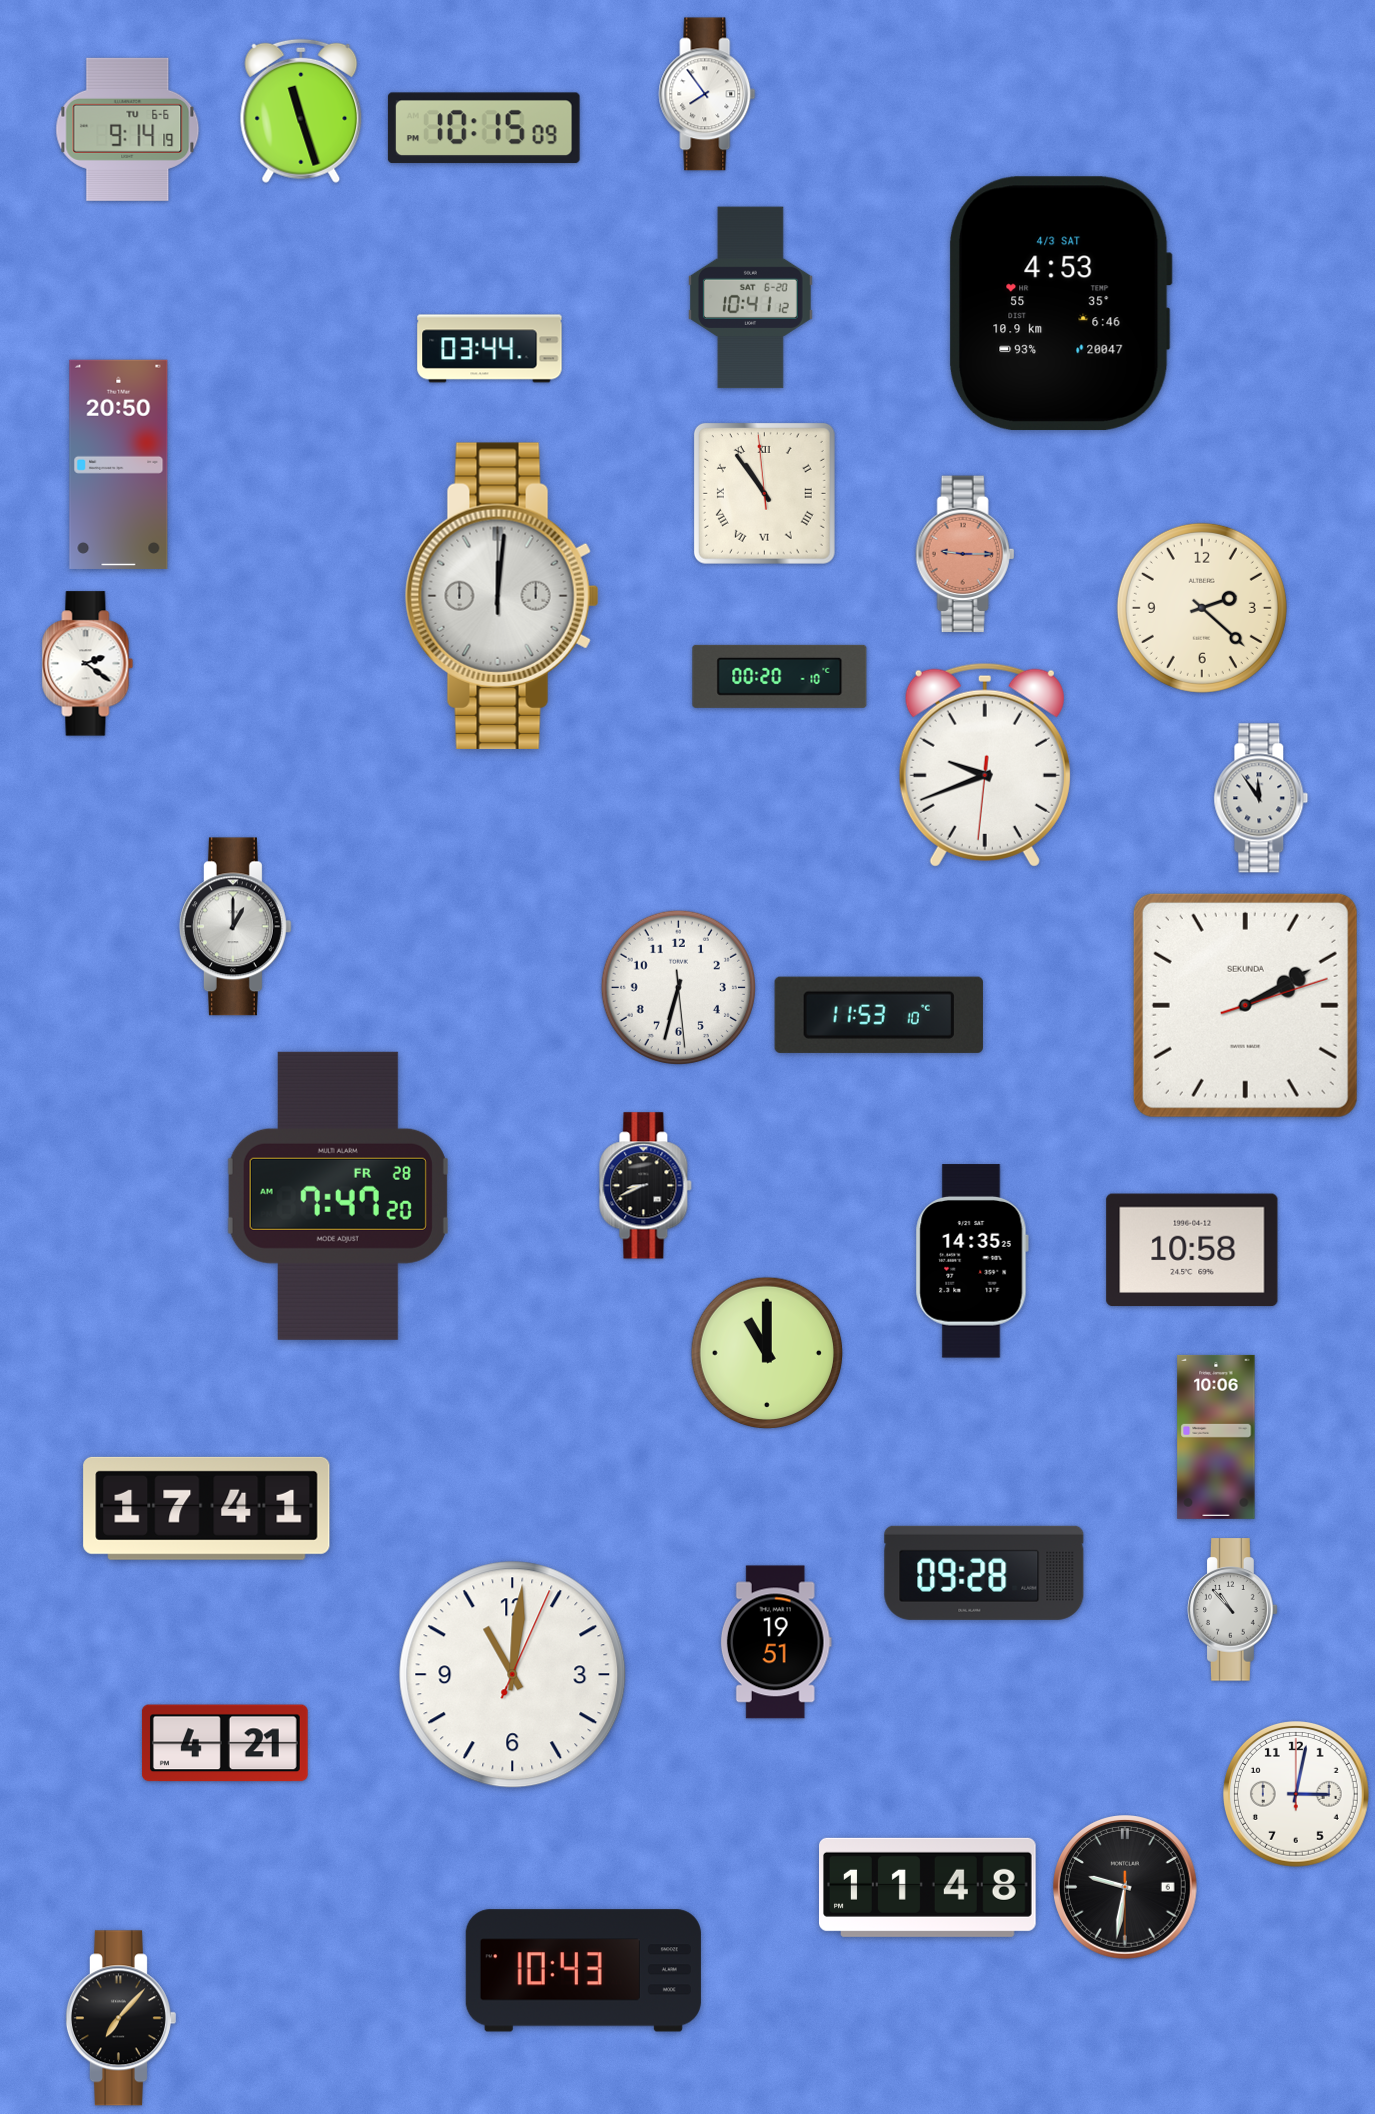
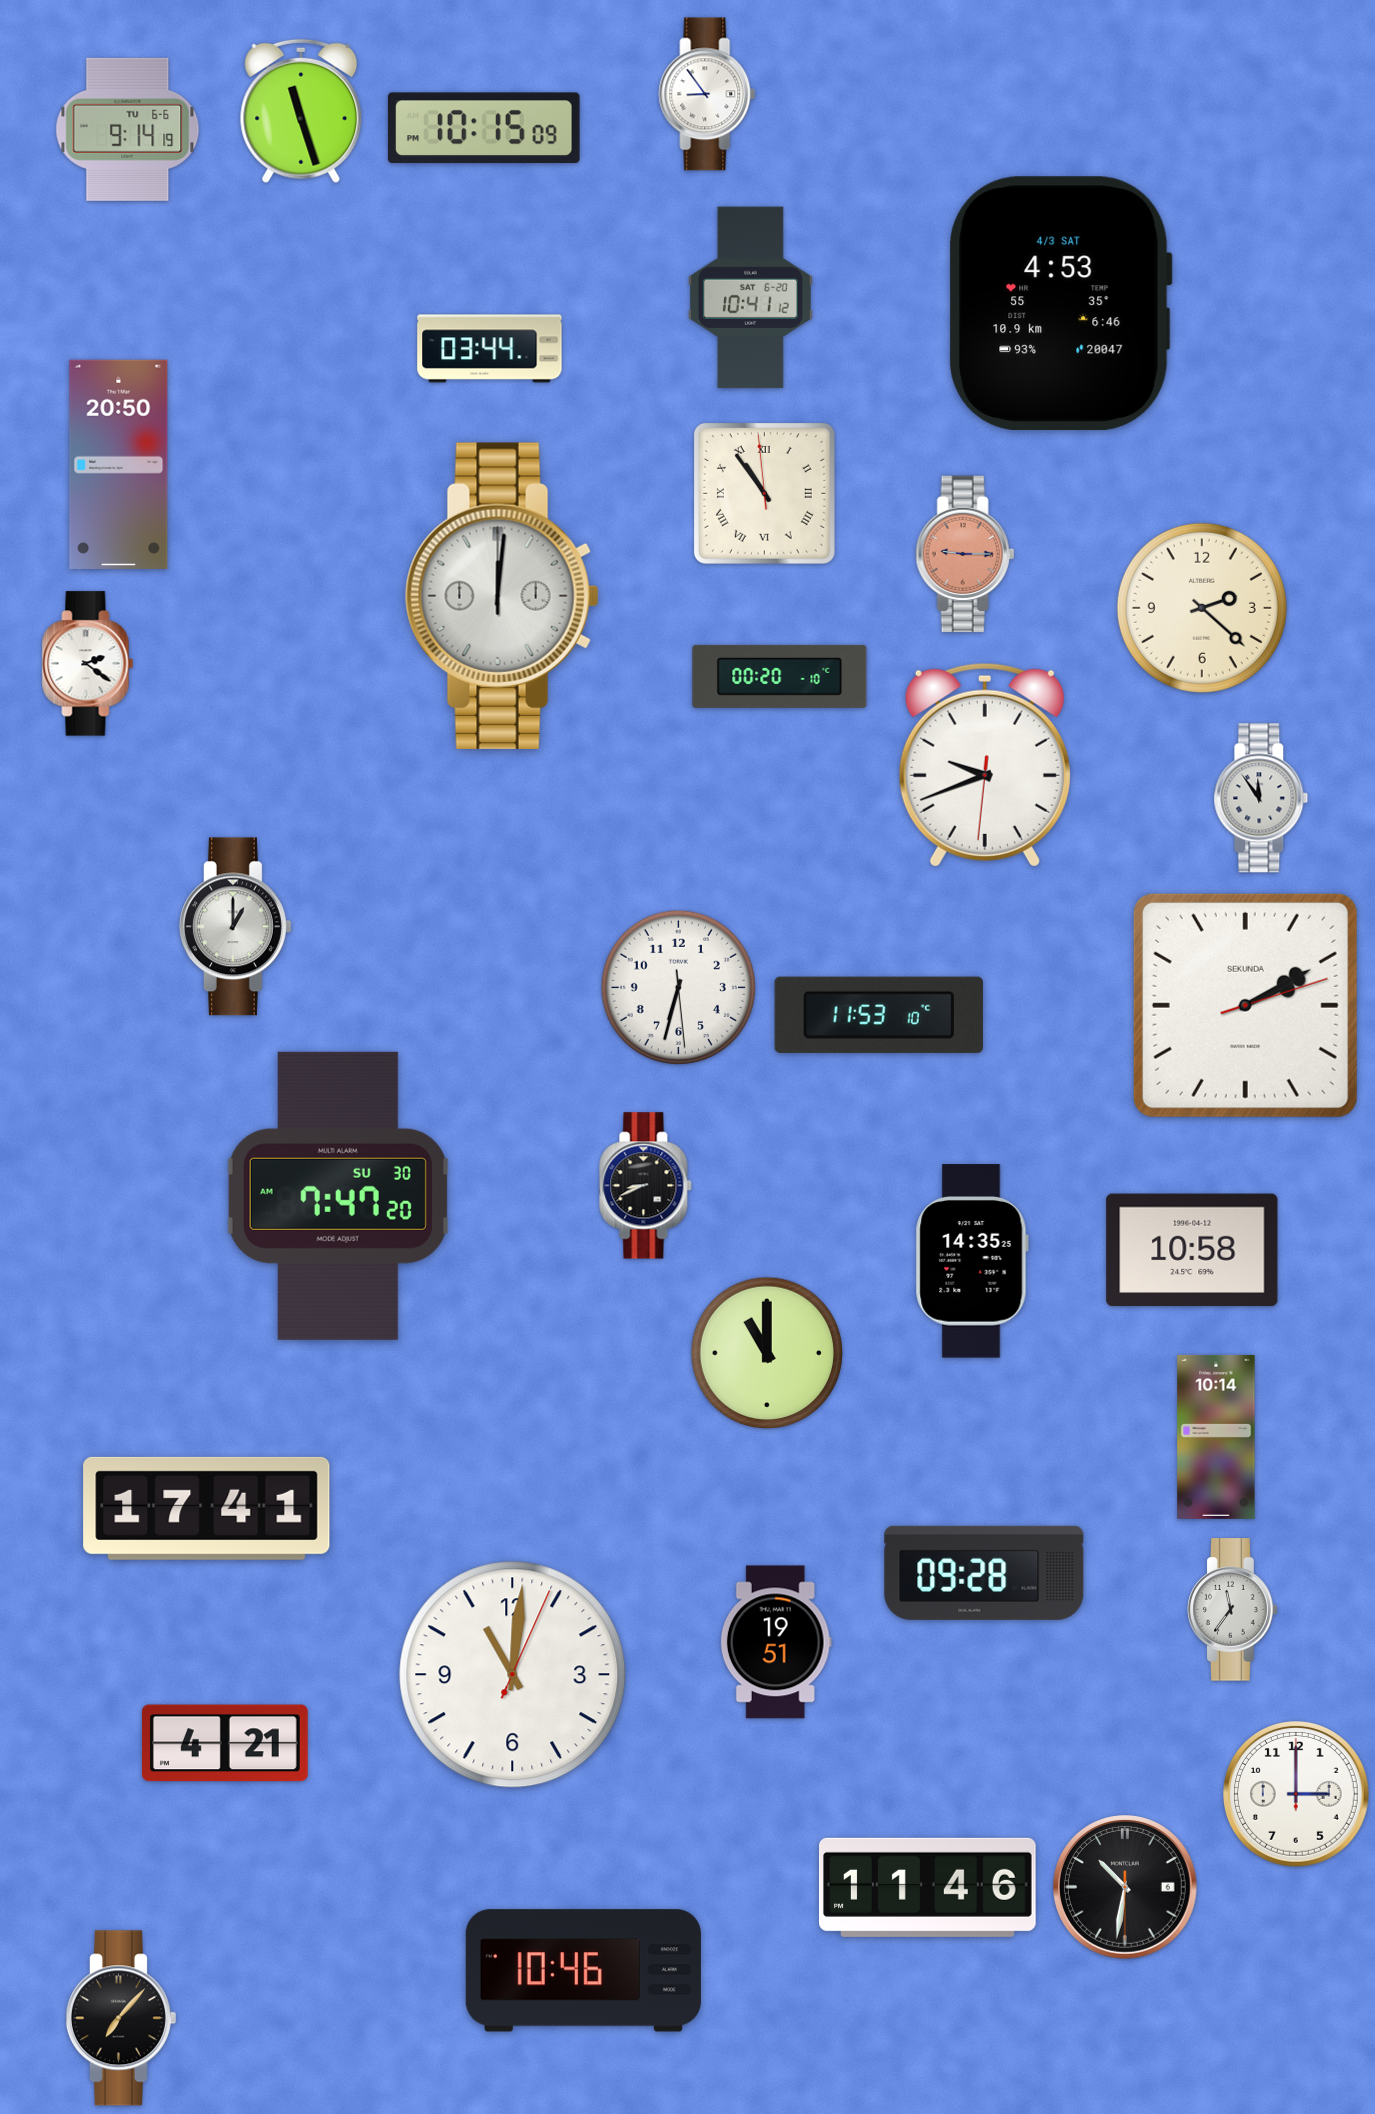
clock at (707, 94): 7:54 -> 8:54
clock at (338, 1196) date: FR 28 -> SU 30
clock at (1216, 1437): 10:06 -> 10:14
clock at (1233, 1610): 10:53 -> 11:36
clock at (1297, 1795): 3:02 -> 3:00
clock at (928, 1887): 11:48 -> 11:46
clock at (1126, 1888): 9:31 -> 10:31
clock at (583, 1971): 10:43 -> 10:46
